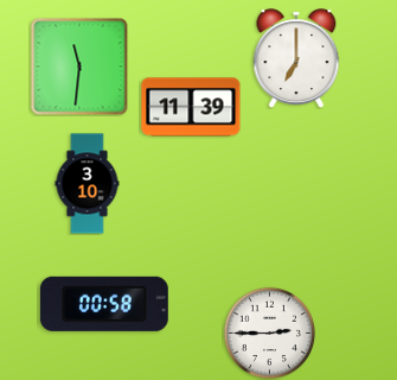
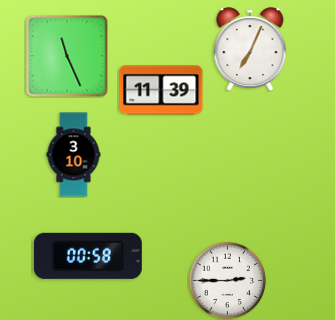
clock at (296, 58): 7:00 -> 7:04
clock at (79, 66): 11:31 -> 11:26
